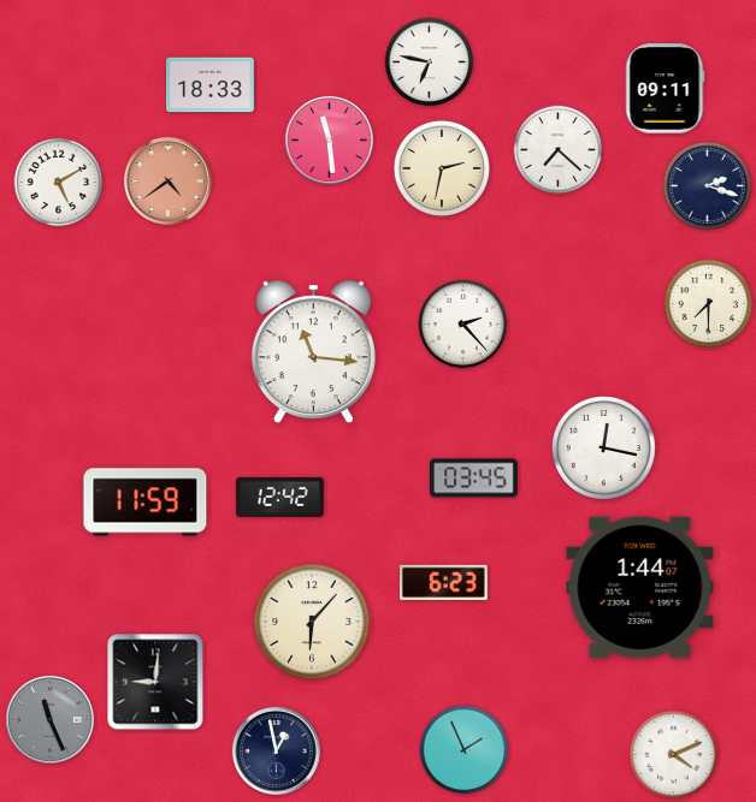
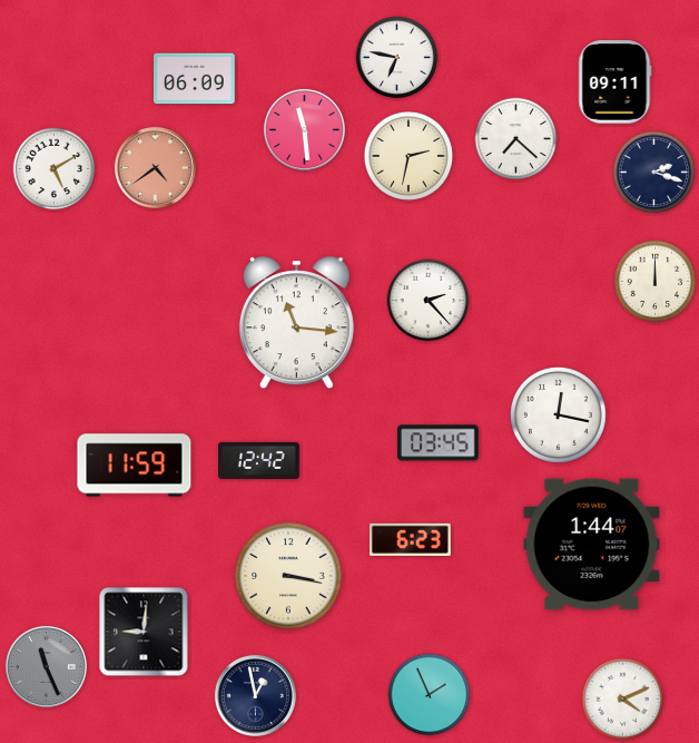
clock at (211, 85): 18:33 -> 06:09
clock at (709, 304): 7:30 -> 12:00
clock at (313, 352) position: (313, 352) -> (296, 323)
clock at (312, 622): 6:07 -> 3:17
